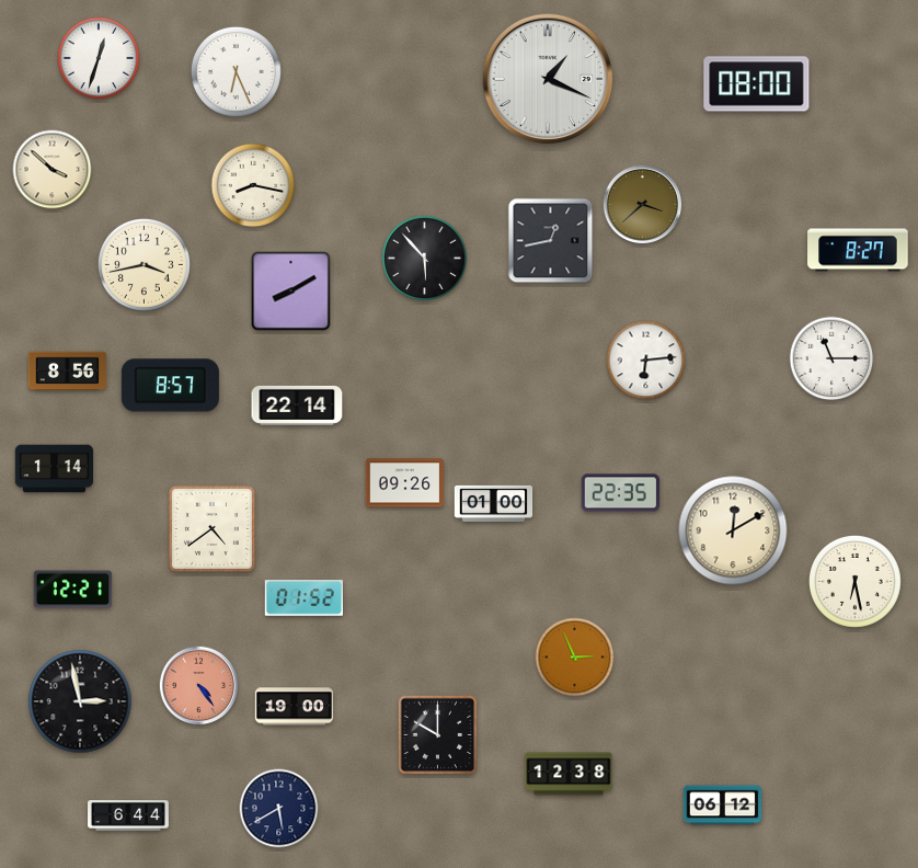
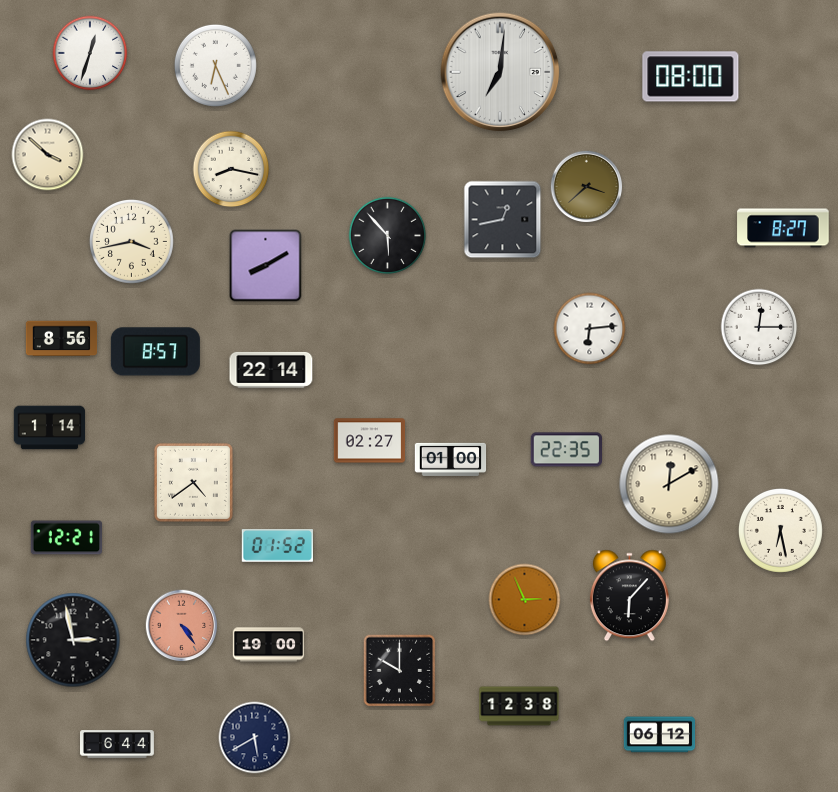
clock at (548, 79): 1:19 -> 7:01
clock at (831, 358): 11:15 -> 12:15
clock at (405, 483): 09:26 -> 02:27
clock at (629, 596): none -> 6:07
